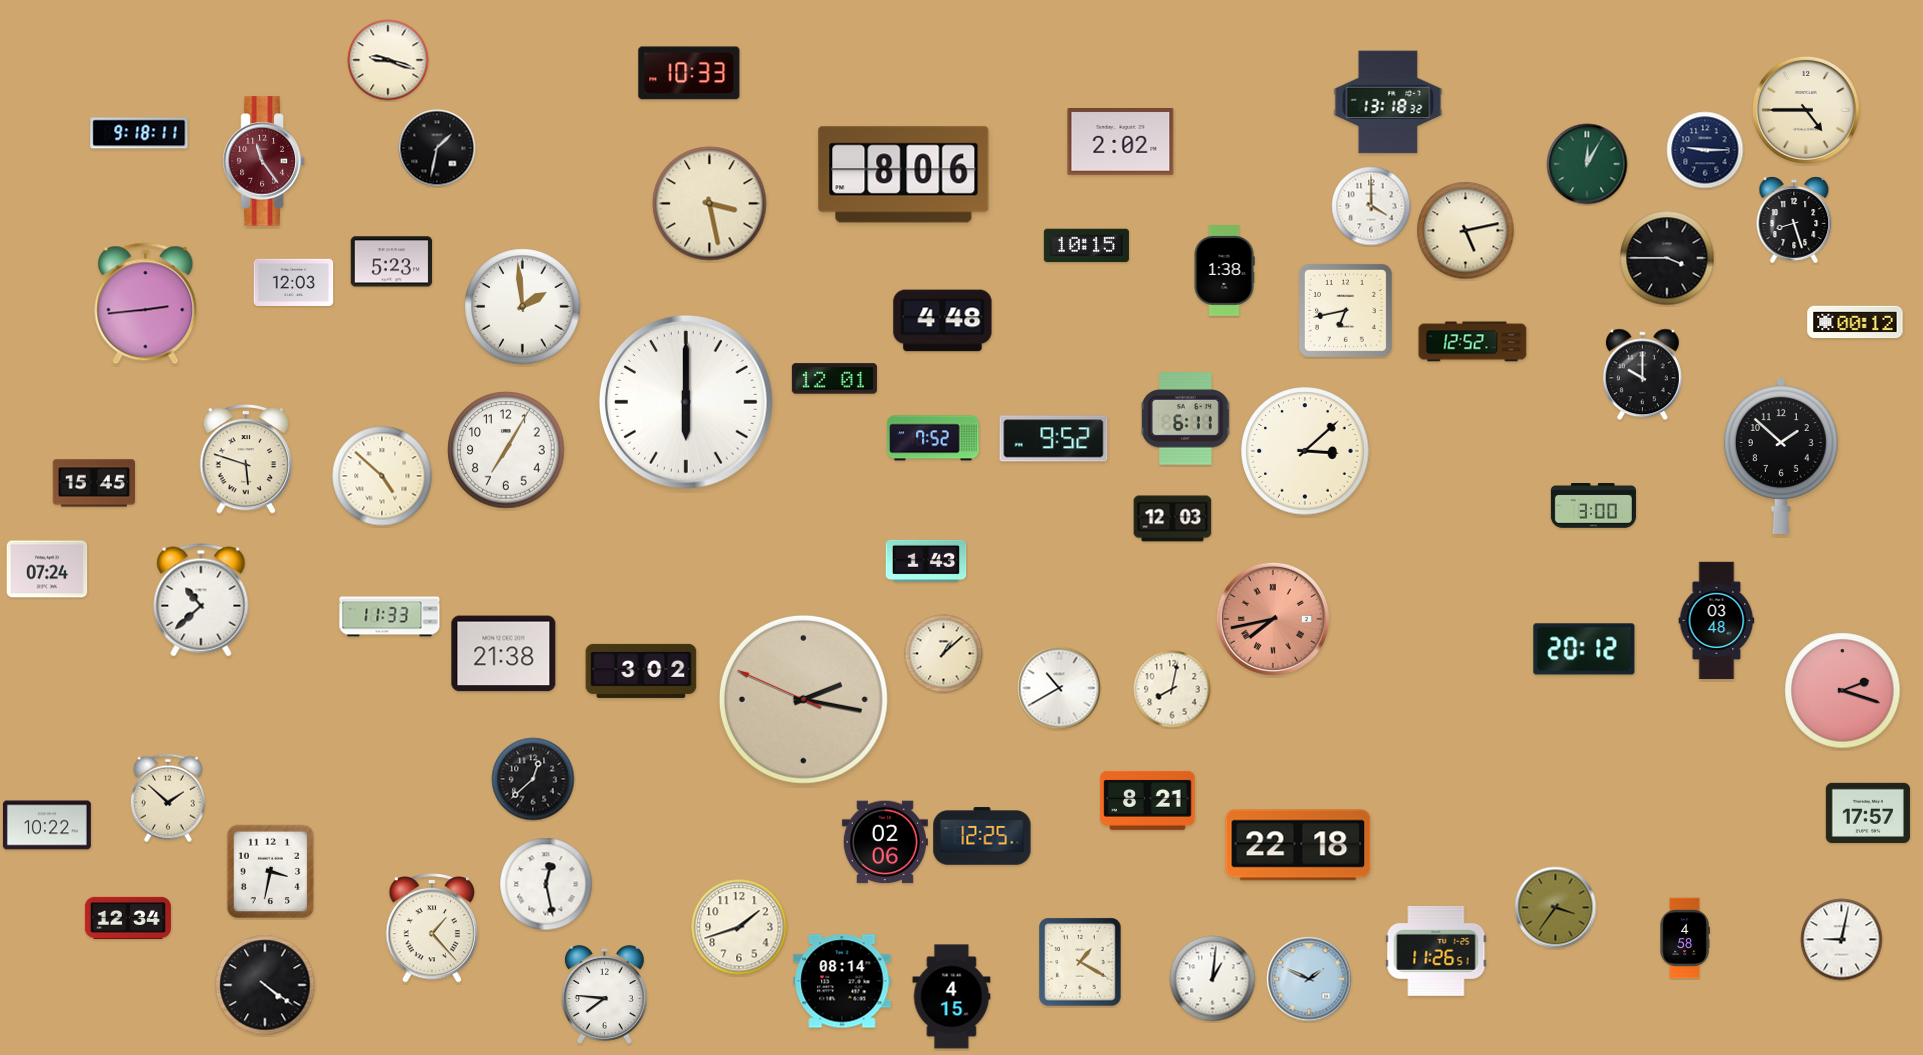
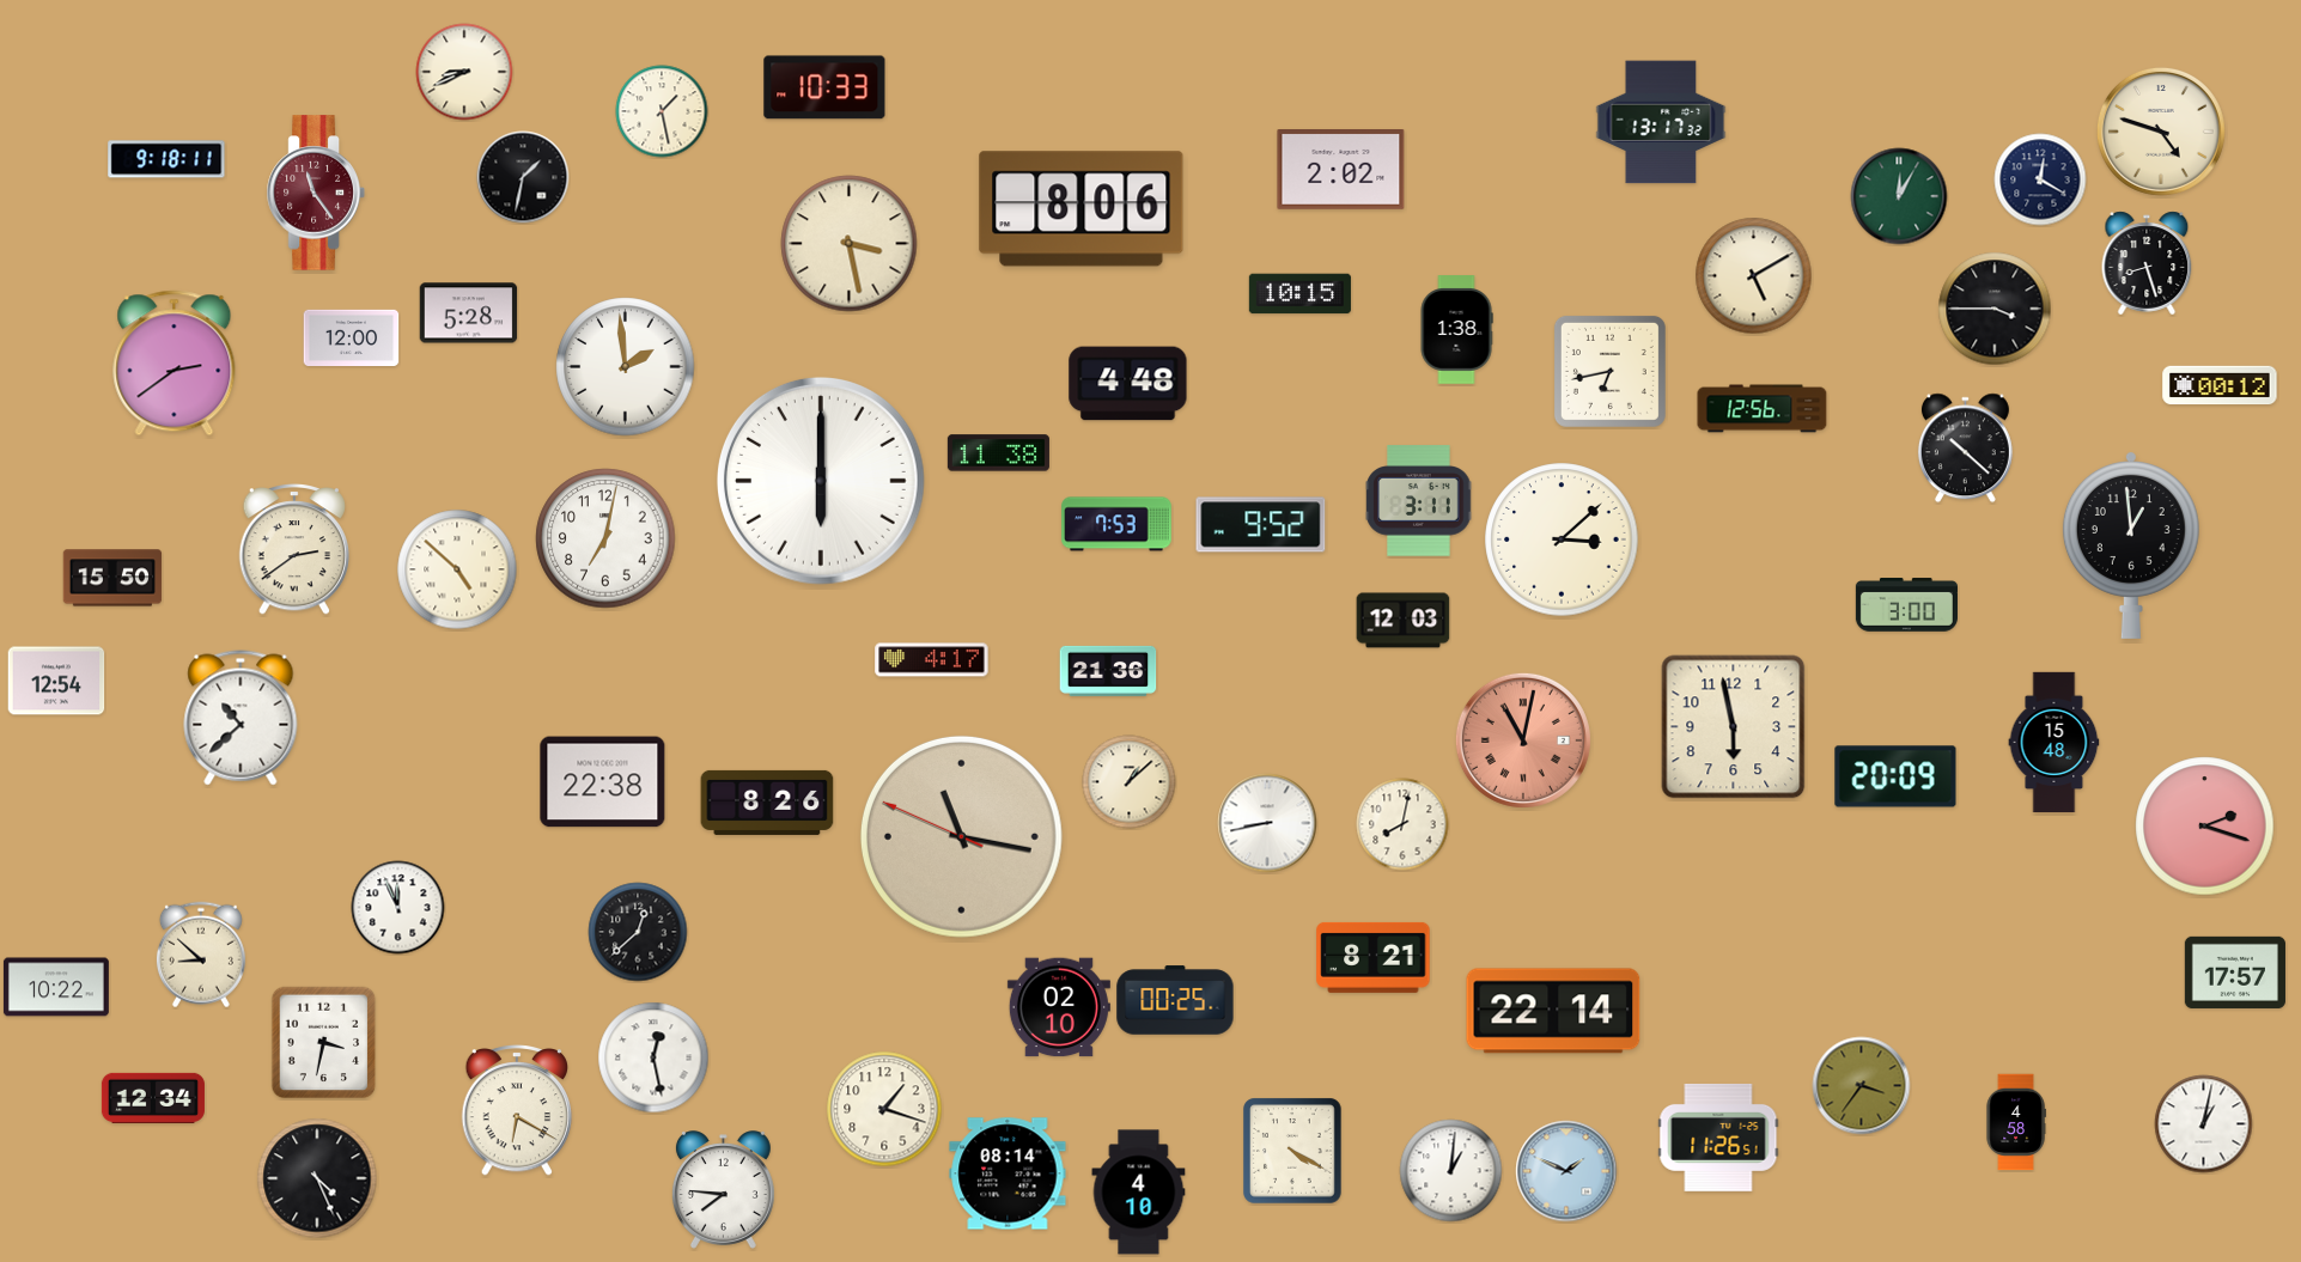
clock at (388, 60): 9:18 -> 8:41
clock at (662, 111): none -> 1:28
clock at (1388, 102): 13:18 -> 13:17
clock at (1806, 110): 4:45 -> 4:48
clock at (1705, 150): 9:15 -> 12:20
clock at (1371, 206): 4:00 -> none
clock at (1466, 231): 5:13 -> 5:10
clock at (392, 262): 5:23 -> 5:28
clock at (1224, 271) position: (1224, 271) -> (1456, 330)
clock at (294, 282): 12:03 -> 12:00
clock at (146, 304): 2:44 -> 2:39
clock at (1473, 342): 12:52 -> 12:56
clock at (1642, 375): 10:00 -> 10:22
clock at (834, 379): 12:01 -> 11:38
clock at (1186, 419): 6:11 -> 3:11
clock at (933, 438): 7:52 -> 7:53
clock at (506, 450): 7:05 -> 7:02
clock at (1781, 456): 1:52 -> 12:59
clock at (246, 460): 5:48 -> 2:39
clock at (94, 483): 15:45 -> 15:50
clock at (932, 660): none -> 4:17
clock at (926, 561): 1:43 -> 21:36
clock at (47, 569): 07:24 -> 12:54
clock at (1734, 727): none -> 5:58
clock at (390, 617): 11:33 -> none
clock at (1273, 619): 7:43 -> 11:02
clock at (1717, 621): 03:48 -> 15:48
clock at (1584, 649): 20:12 -> 20:09
clock at (504, 654): 21:38 -> 22:38
clock at (641, 671): 3:02 -> 8:26
clock at (1059, 688): 10:40 -> 8:43
clock at (803, 699): 2:16 -> 11:16
clock at (398, 908): none -> 11:56
clock at (168, 798): 1:52 -> 8:52
clock at (982, 836): 12:25 -> 00:25
clock at (885, 842): 02:06 -> 02:10
clock at (1298, 845): 22:18 -> 22:14
clock at (739, 927): 1:42 -> 1:18
clock at (432, 929): 1:23 -> 6:20
clock at (1842, 940): 9:02 -> 1:02
clock at (1080, 962): 1:20 -> 4:20
clock at (265, 985): 4:21 -> 4:26
clock at (952, 997): 4:15 -> 4:10
